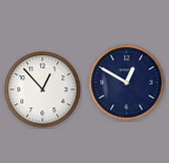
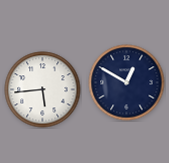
clock at (43, 90): 12:53 -> 5:44
